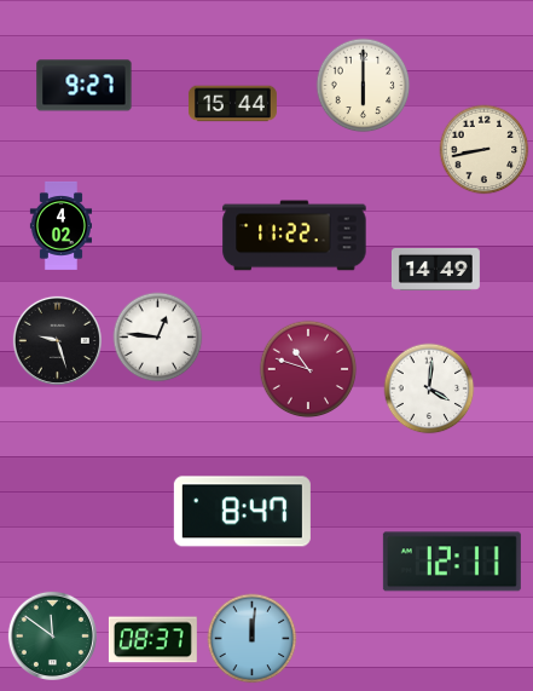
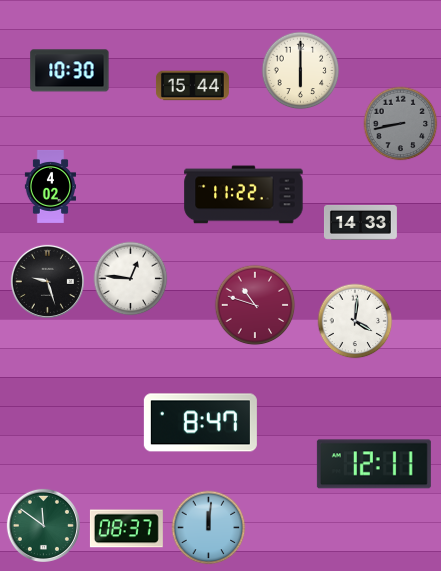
clock at (85, 86): 9:27 -> 10:30
clock at (485, 150) dial: cream -> grey
clock at (435, 269): 14:49 -> 14:33
